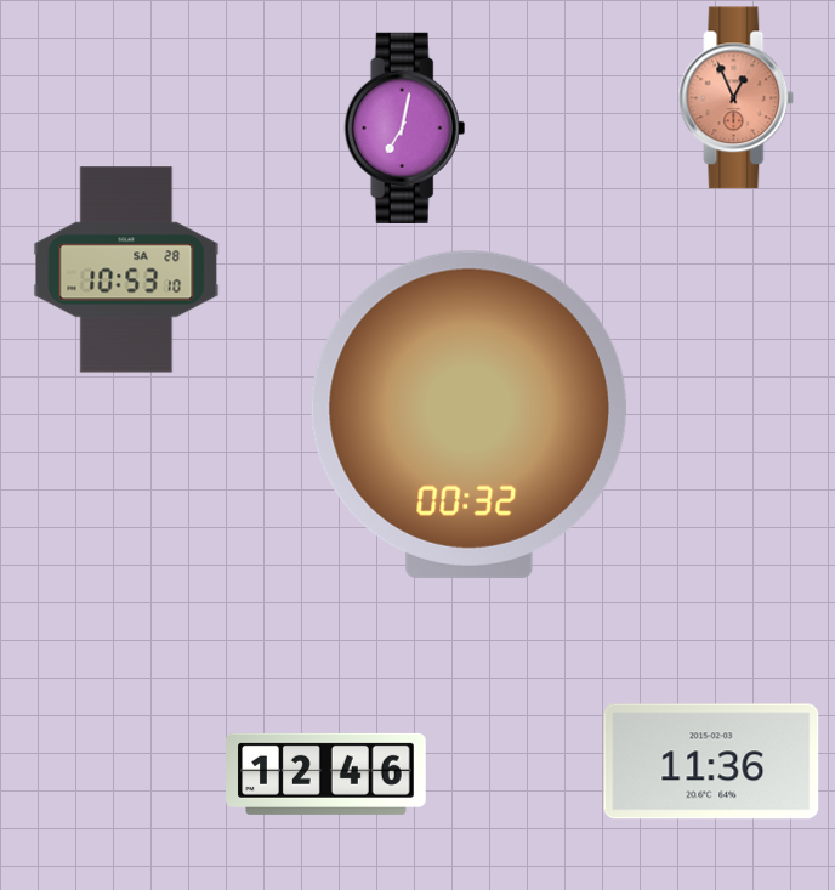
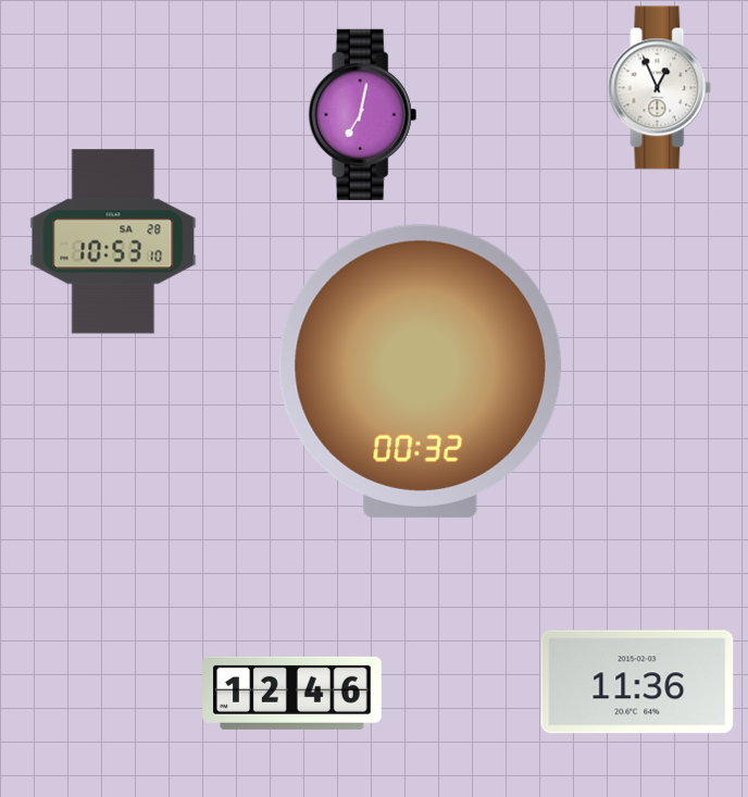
clock at (737, 98) dial: salmon -> white
